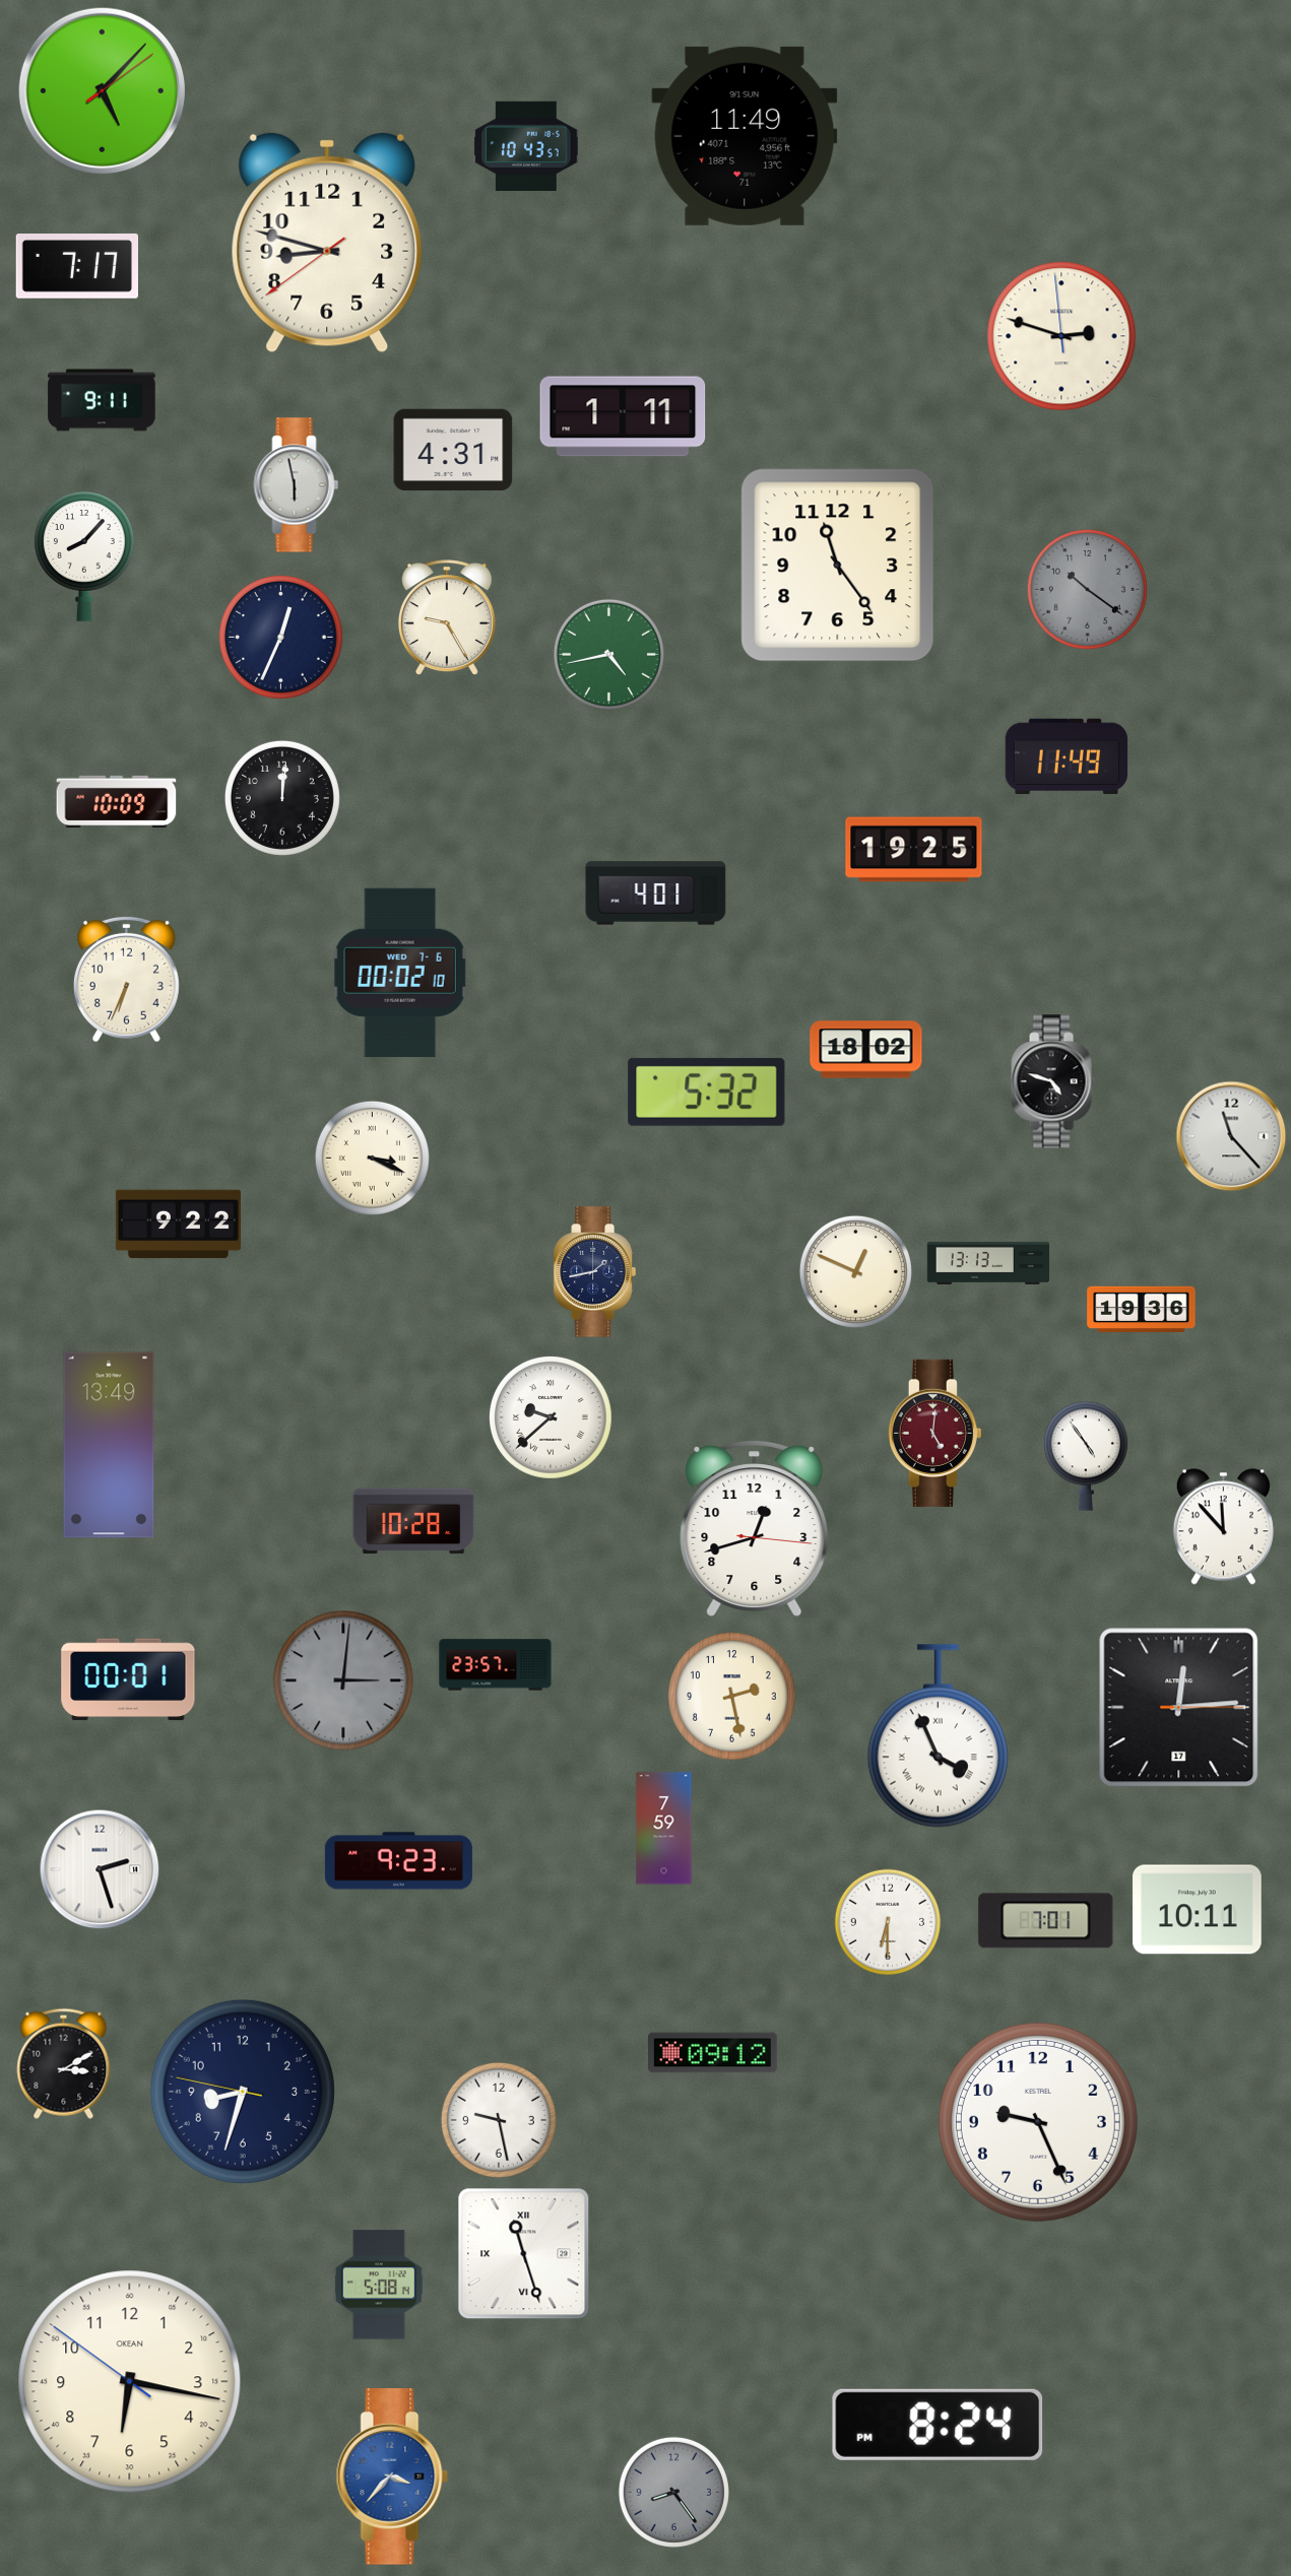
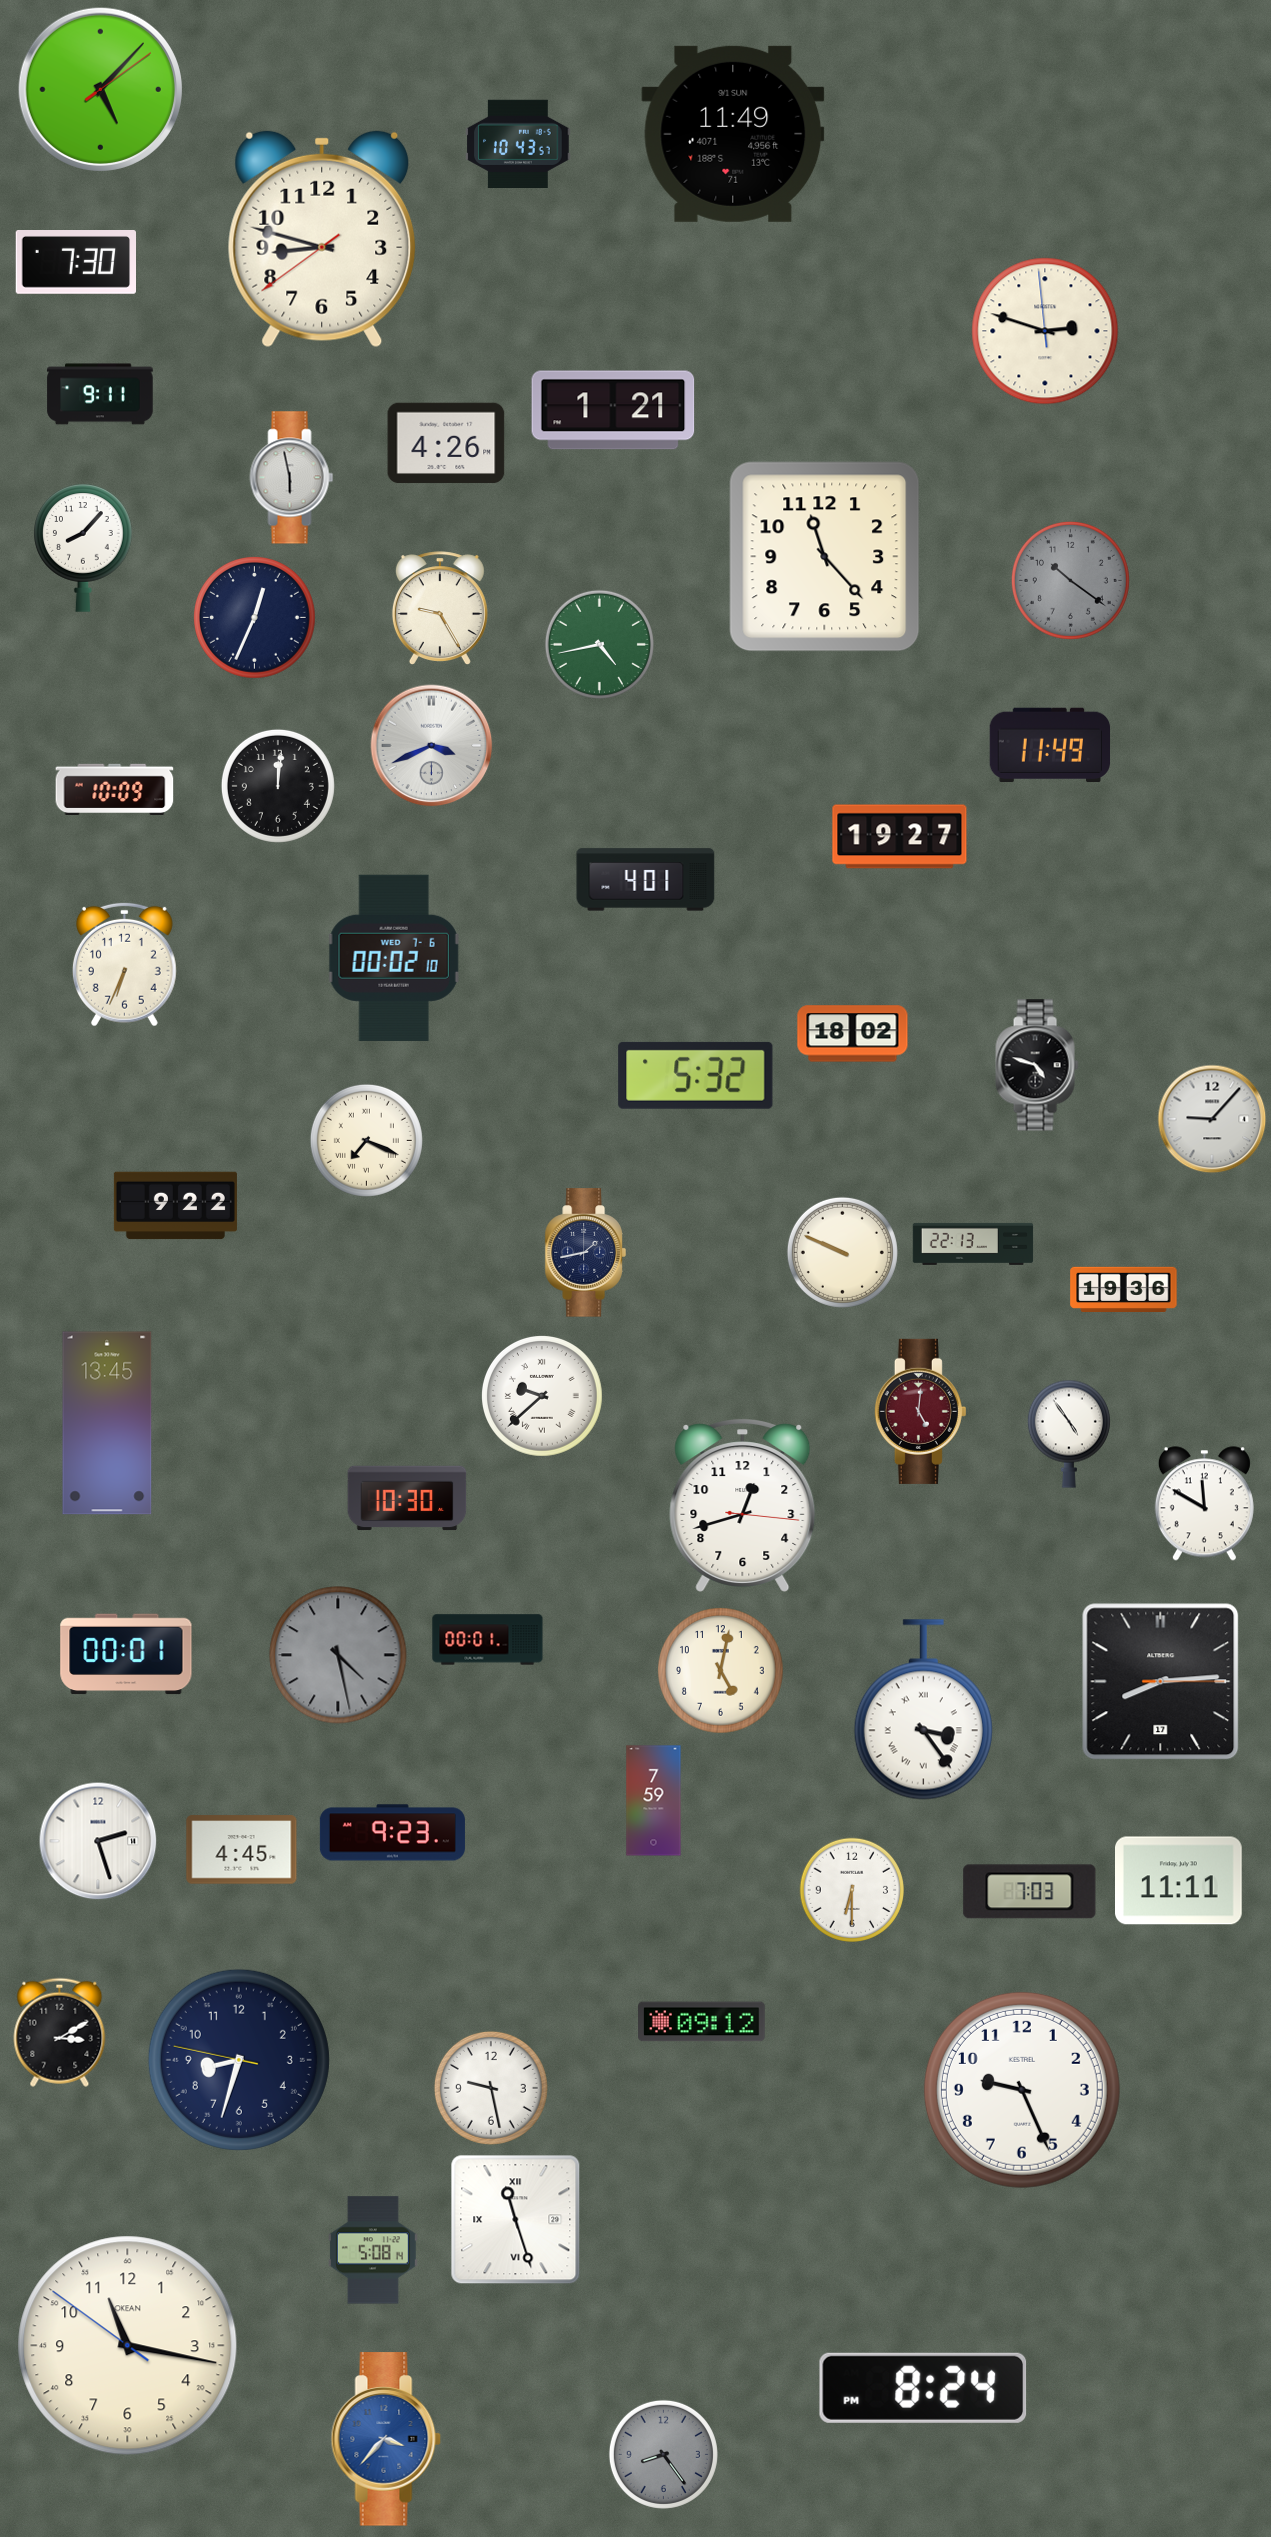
clock at (77, 267): 7:17 -> 7:30
clock at (623, 416): 1:11 -> 1:21
clock at (453, 450): 4:31 -> 4:26
clock at (838, 566): 11:24 -> 11:23
clock at (281, 638) position: (281, 638) -> (255, 618)
clock at (432, 746): none -> 3:41
clock at (914, 850): 19:25 -> 19:27
clock at (1231, 1136): 11:23 -> 9:07
clock at (372, 1158): 3:19 -> 7:19
clock at (988, 1263): 13:13 -> 22:13
clock at (855, 1271): 12:49 -> 9:49
clock at (109, 1445): 13:49 -> 13:45
clock at (413, 1521): 10:28 -> 10:30
clock at (1223, 1527): 11:53 -> 11:50
clock at (496, 1665): 23:57 -> 00:01
clock at (343, 1680): 3:01 -> 4:28
clock at (732, 1697): 2:28 -> 5:02
clock at (1179, 1708): 12:14 -> 8:14
clock at (938, 1736): 3:56 -> 3:24
clock at (242, 1850): none -> 4:45
clock at (1198, 1910): 10:11 -> 11:11
clock at (887, 1921) position: (887, 1921) -> (851, 1889)
clock at (1046, 1921): 7:01 -> 7:03
clock at (64, 2063) position: (64, 2063) -> (60, 2032)
clock at (130, 2382): 6:16 -> 11:16
